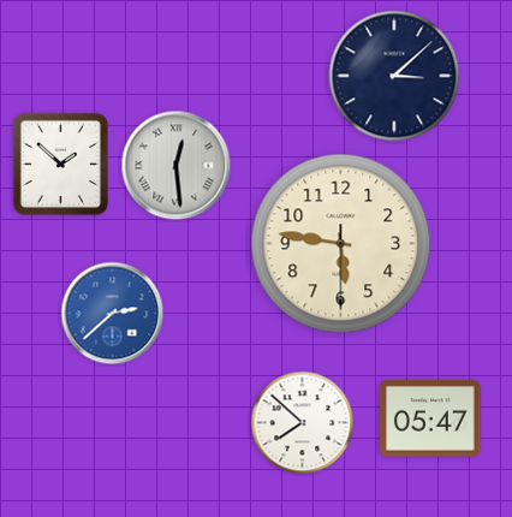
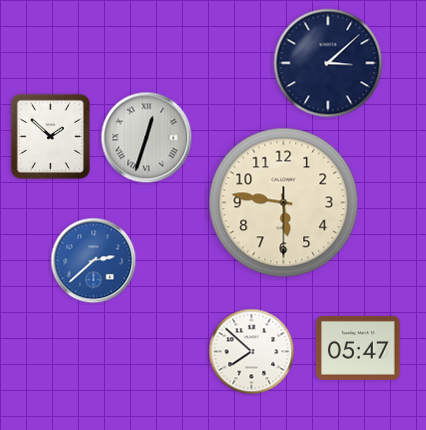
clock at (177, 166): 12:29 -> 12:33
